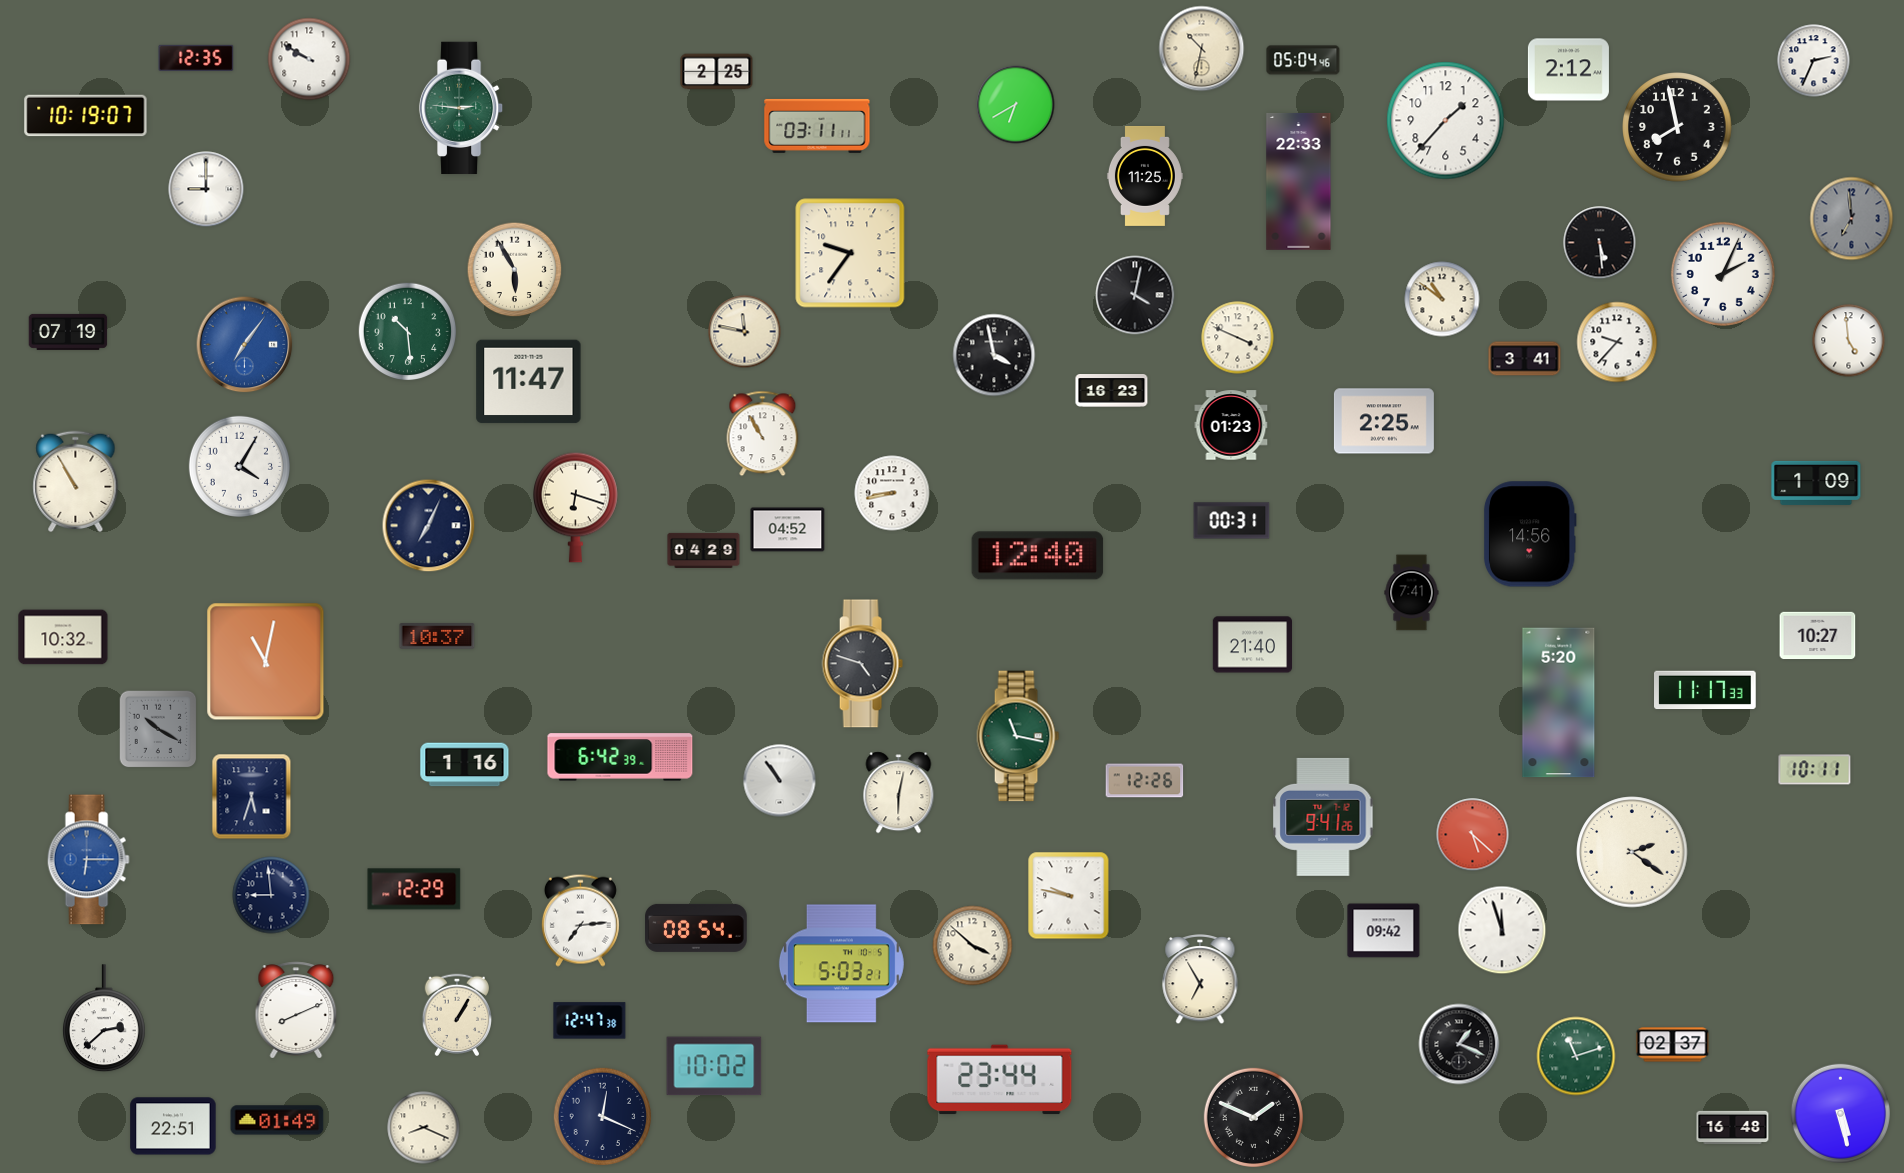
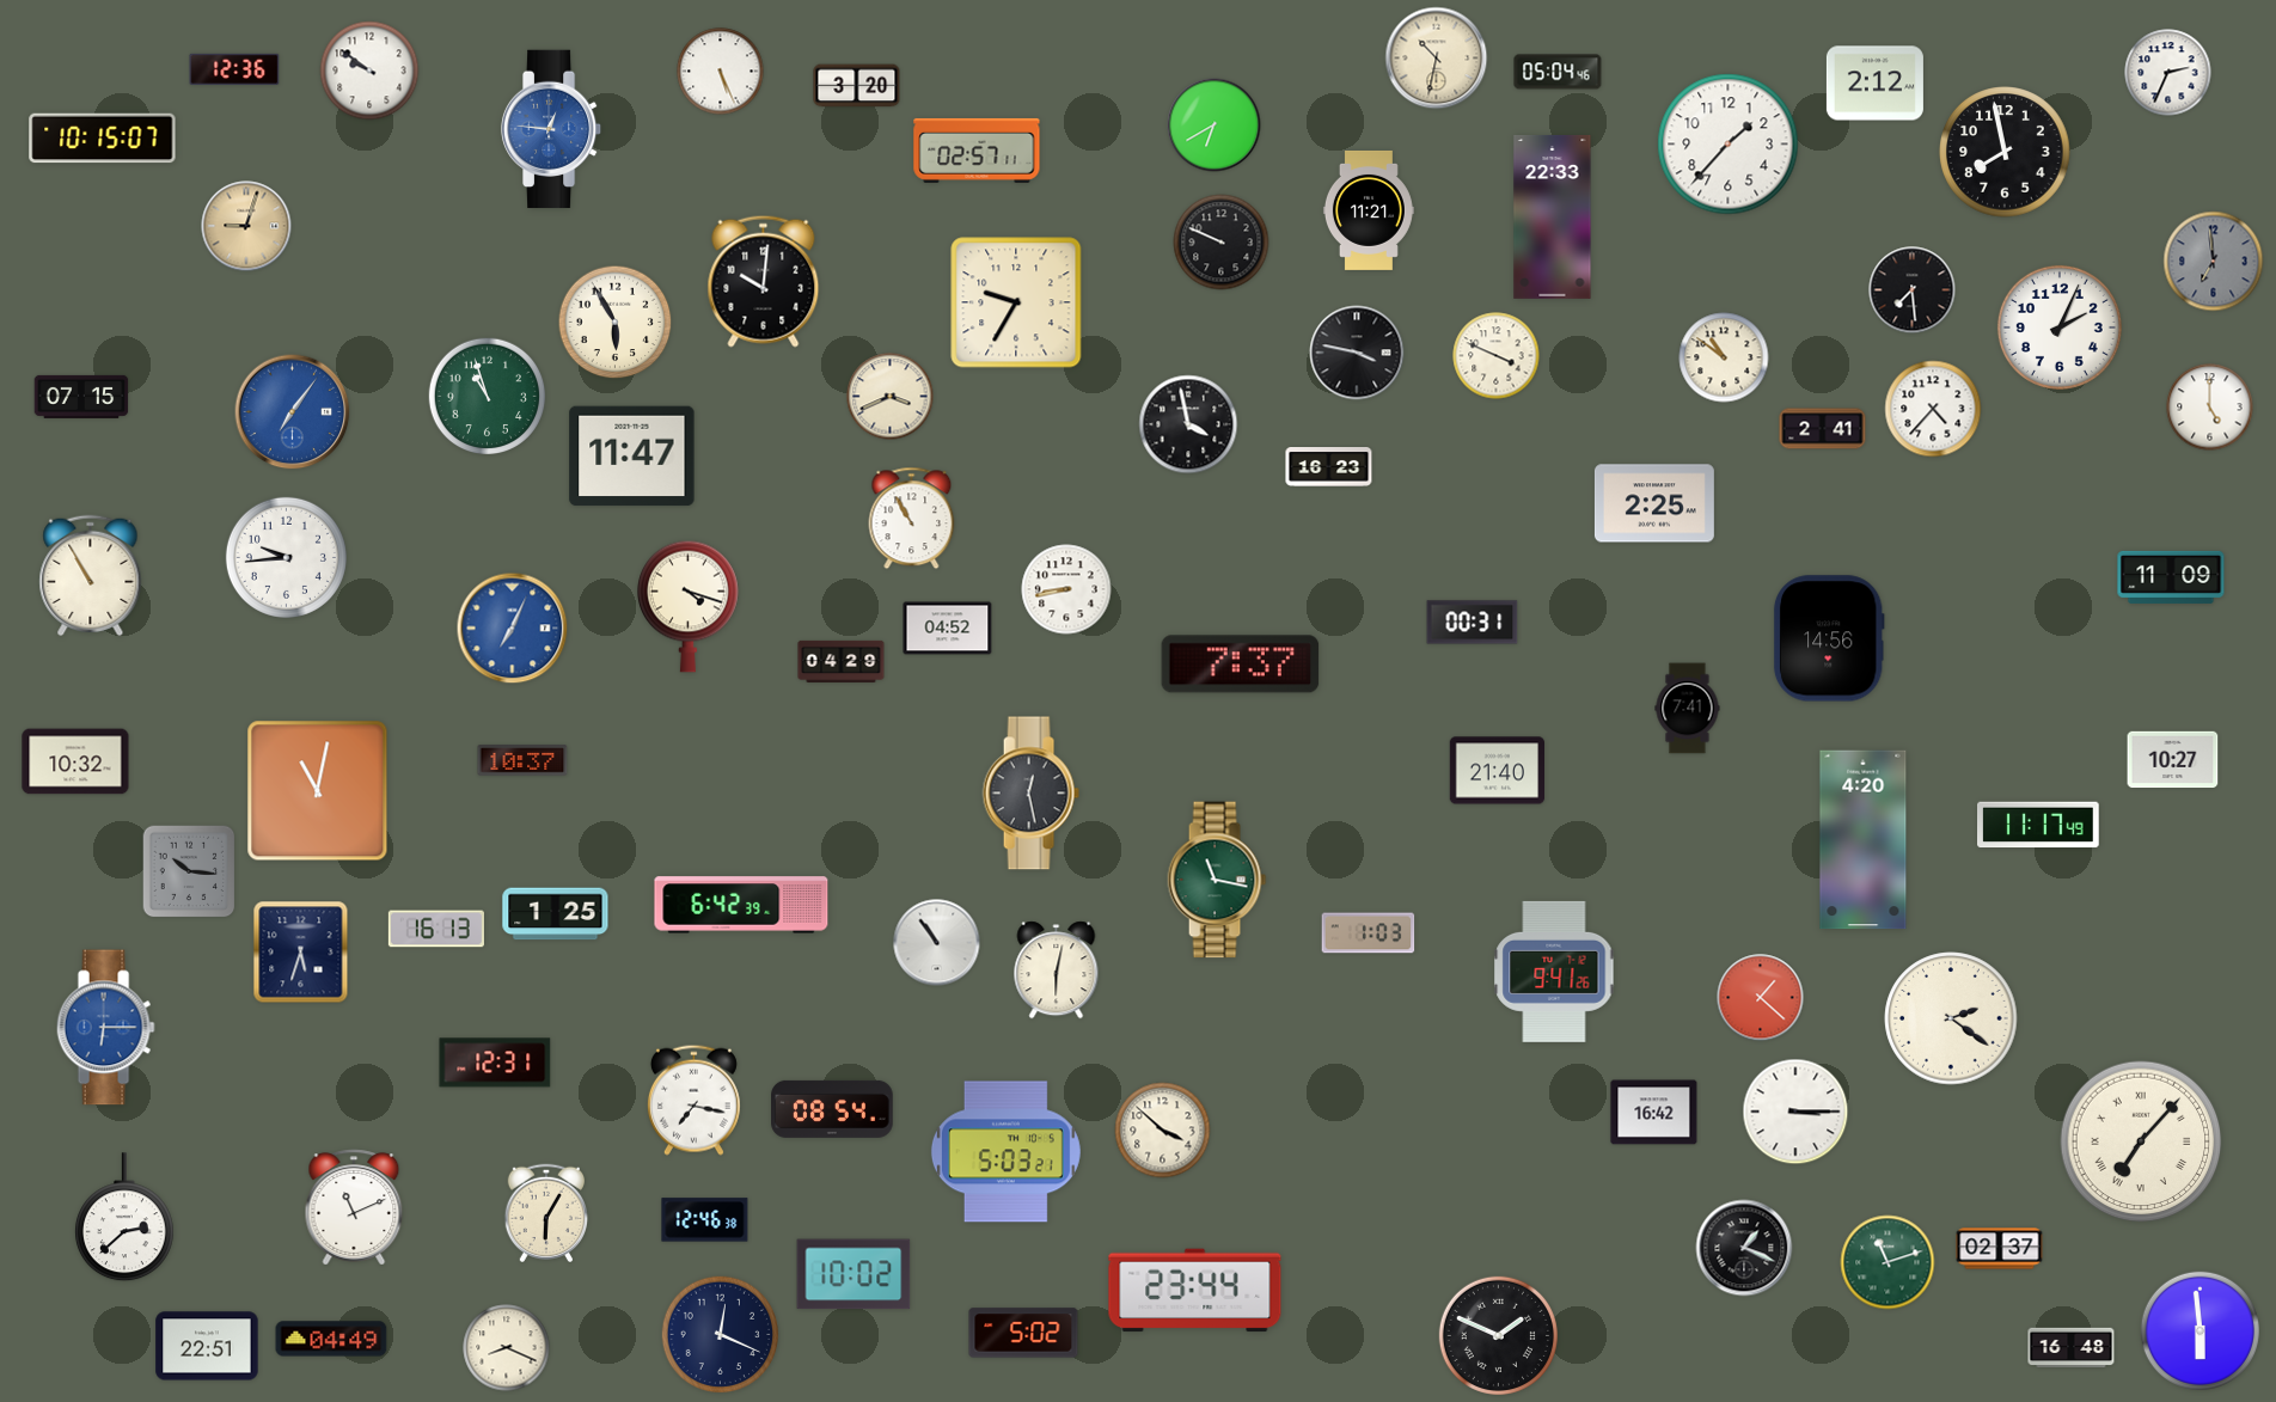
clock at (196, 58): 12:35 -> 12:36
clock at (309, 59): 9:50 -> 9:51
clock at (721, 72): none -> 5:26
clock at (717, 72): 2:25 -> 3:20
clock at (461, 108): 2:46 -> 12:46
clock at (461, 108) dial: green -> blue
clock at (86, 116): 10:19 -> 10:15
clock at (817, 126): 03:11 -> 02:57
clock at (1145, 176): 11:25 -> 11:21
clock at (206, 189): 9:00 -> 9:03
clock at (206, 189) dial: white -> champagne
clock at (1222, 243): none -> 9:49
clock at (764, 281): none -> 10:01
clock at (1600, 243): 5:29 -> 7:29
clock at (850, 253): 9:36 -> 9:35
clock at (1135, 295): 4:02 -> 3:47
clock at (68, 332): 07:19 -> 07:15
clock at (408, 332): 10:29 -> 10:57
clock at (745, 332): 11:47 -> 3:41
clock at (1238, 338) position: (1238, 338) -> (1497, 356)
clock at (1849, 341): 4:59 -> 5:00
clock at (1617, 342): 9:37 -> 4:37
clock at (1525, 359): 3:41 -> 2:41
clock at (1231, 425): 01:23 -> none
clock at (239, 466): 4:05 -> 9:44
clock at (1816, 483): 1:09 -> 11:09
clock at (576, 507): 6:18 -> 4:18
clock at (429, 526) dial: navy -> blue
clock at (788, 530) position: (788, 530) -> (948, 629)
clock at (704, 550) position: (704, 550) -> (842, 661)
clock at (1038, 556): 12:40 -> 7:37
clock at (862, 664): 4:48 -> 12:28
clock at (1706, 690): 11:17:33 -> 11:17:49
clock at (1559, 703): 5:20 -> 4:20
clock at (158, 729): 10:20 -> 10:16
clock at (465, 765): 1:16 -> 1:25
clock at (1815, 770): 10:11 -> none
clock at (436, 929): none -> 16:13
clock at (780, 781) position: (780, 781) -> (937, 943)
clock at (1145, 781): 12:26 -> 1:03
clock at (899, 793) position: (899, 793) -> (1057, 971)
clock at (1323, 817) position: (1323, 817) -> (1554, 972)
clock at (1473, 835): 5:22 -> 1:22
clock at (414, 889): 12:29 -> 12:31
clock at (271, 895): 8:59 -> none
clock at (1069, 896): 9:47 -> none
clock at (580, 920): 7:14 -> 7:17
clock at (1502, 930): 11:57 -> 3:15
clock at (1384, 931): 09:42 -> 16:42
clock at (2141, 1141): none -> 7:07
clock at (1200, 979): 6:55 -> none
clock at (296, 1010): 8:11 -> 11:11
clock at (456, 1014): 1:05 -> 6:05
clock at (590, 1021): 12:47 -> 12:46
clock at (1576, 1056) position: (1576, 1056) -> (1888, 1262)
clock at (1840, 1113): 5:28 -> 5:59
clock at (1023, 1333): none -> 5:02
clock at (277, 1120): 01:49 -> 04:49
